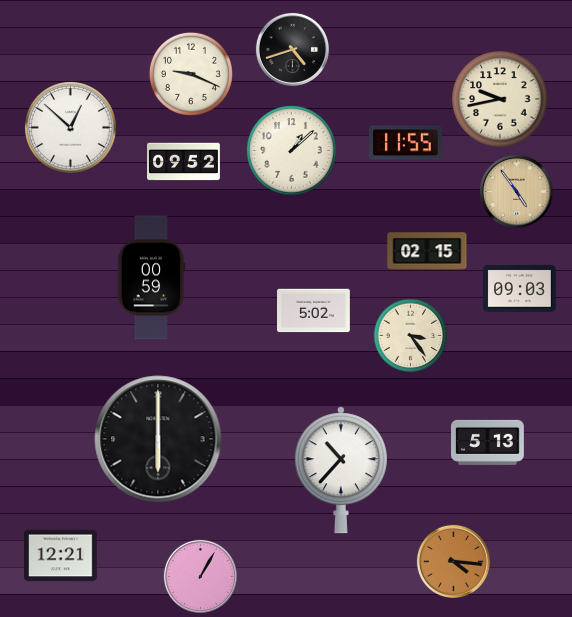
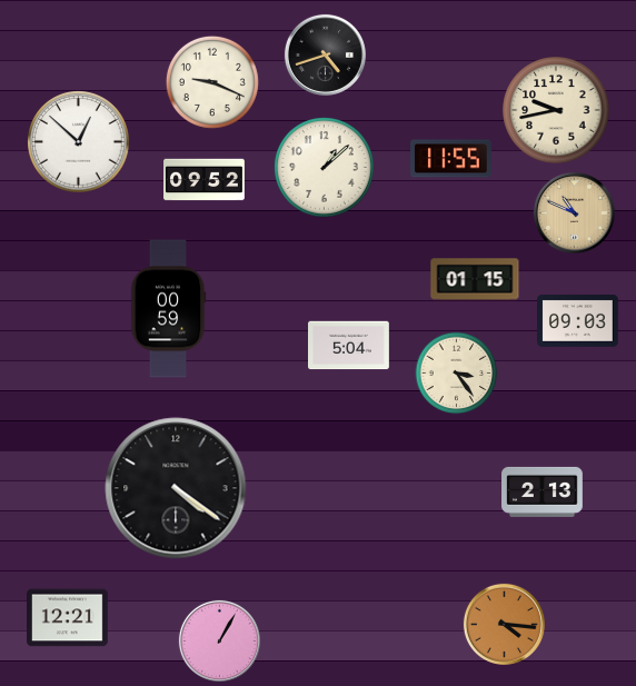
clock at (516, 191): 4:54 -> 10:49
clock at (427, 251): 02:15 -> 01:15
clock at (314, 311): 5:02 -> 5:04
clock at (158, 439): 6:00 -> 4:21
clock at (488, 442): 5:13 -> 2:13
clock at (341, 470): 10:37 -> none
clock at (200, 576) position: (200, 576) -> (219, 640)
